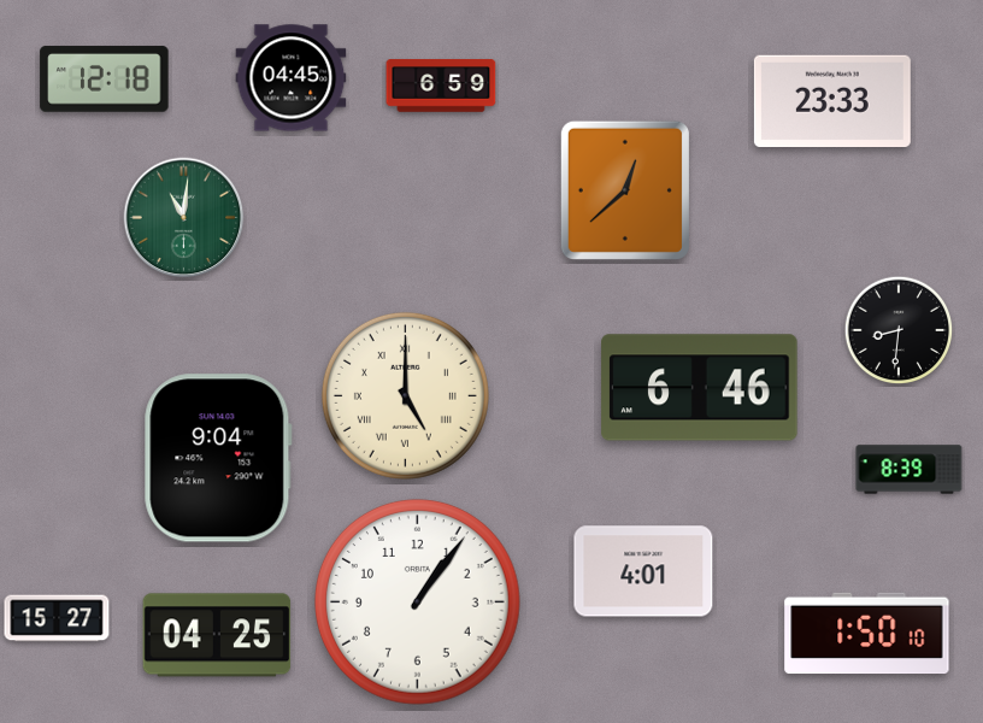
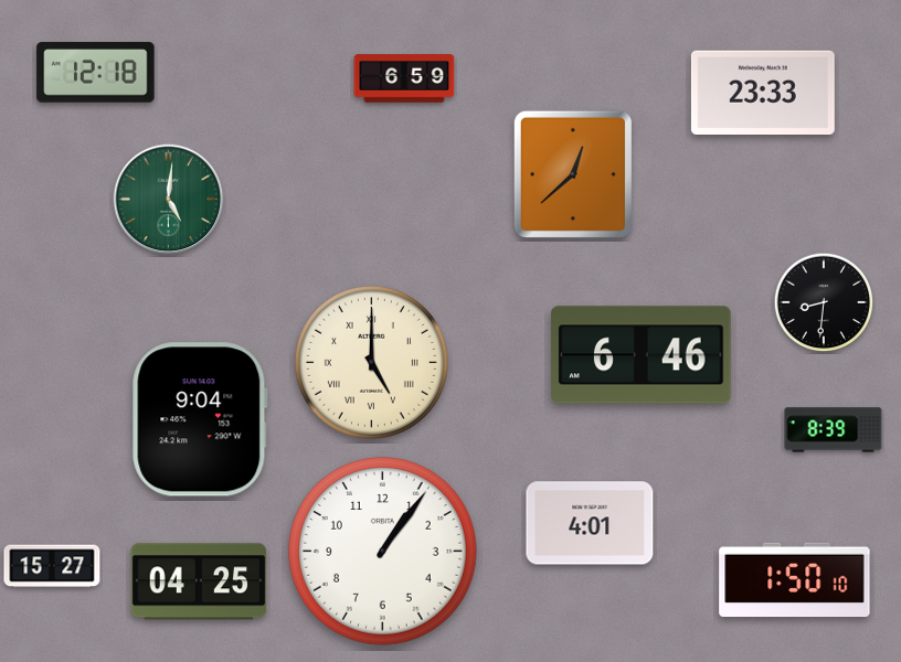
clock at (292, 78): 04:45 -> none
clock at (184, 218): 11:01 -> 5:01
